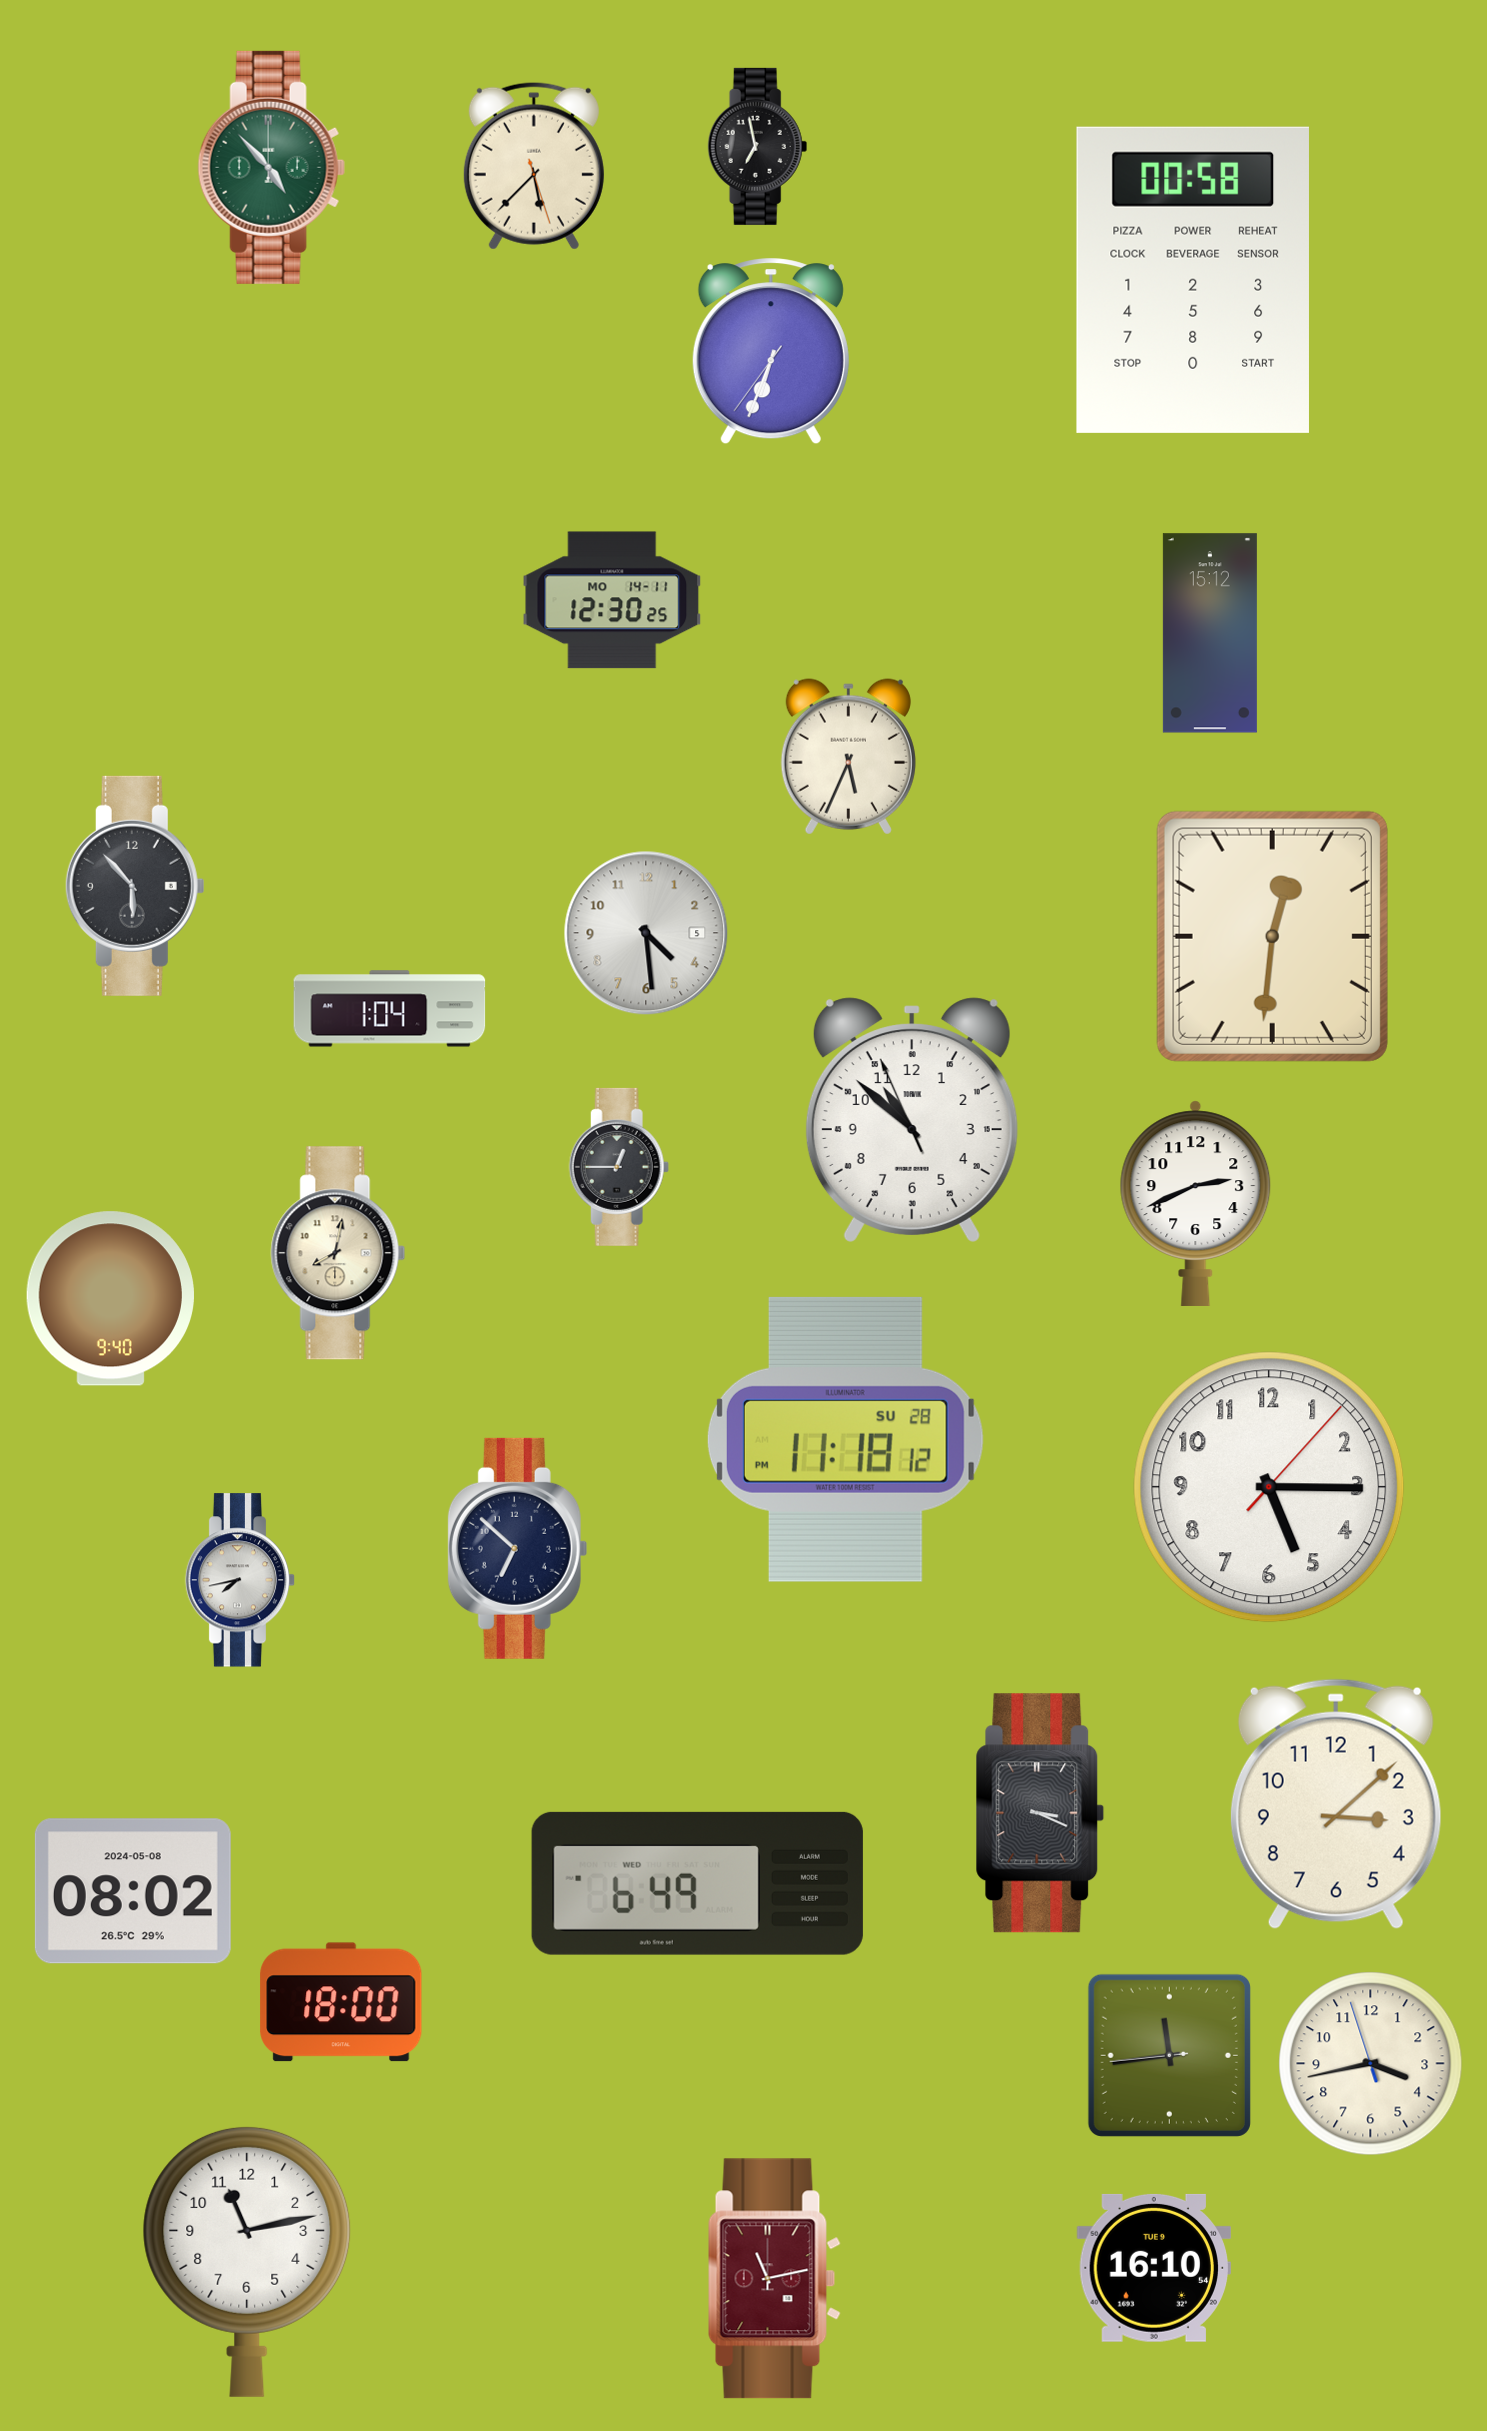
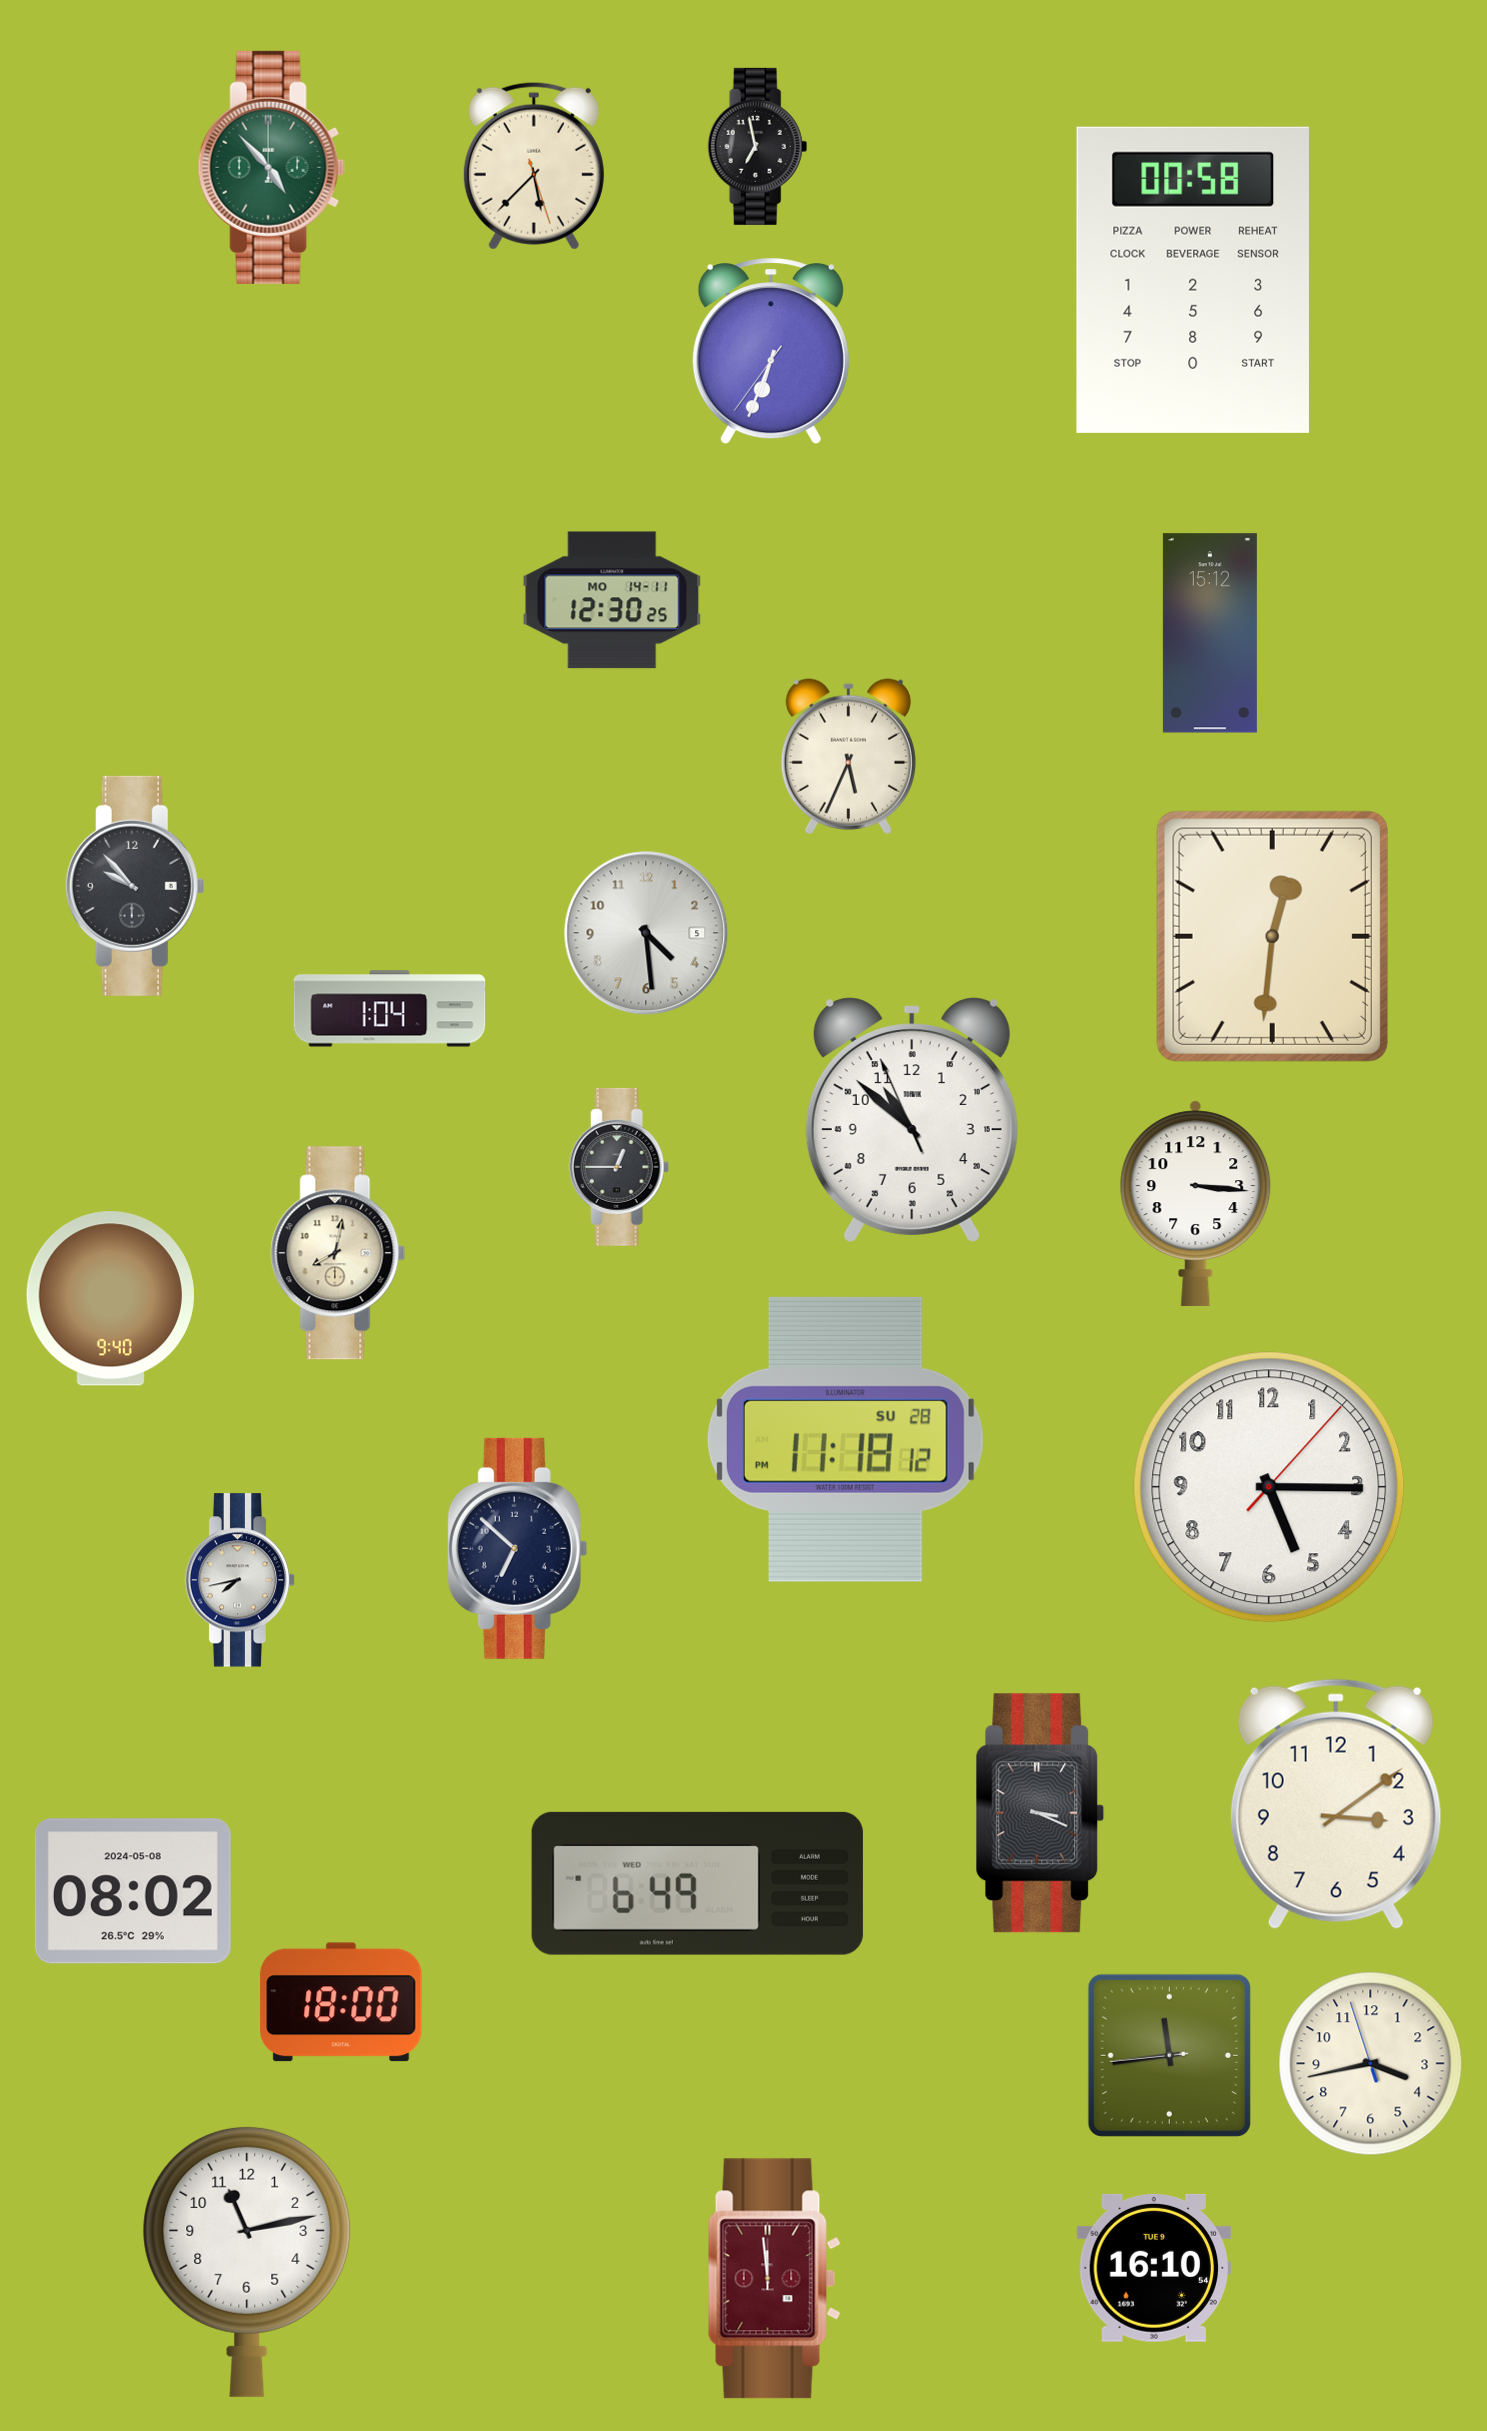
clock at (135, 886): 5:53 -> 9:53
clock at (1196, 1203): 2:41 -> 3:16
clock at (1336, 1804): 3:08 -> 3:09
clock at (774, 2279): 11:13 -> 11:59
